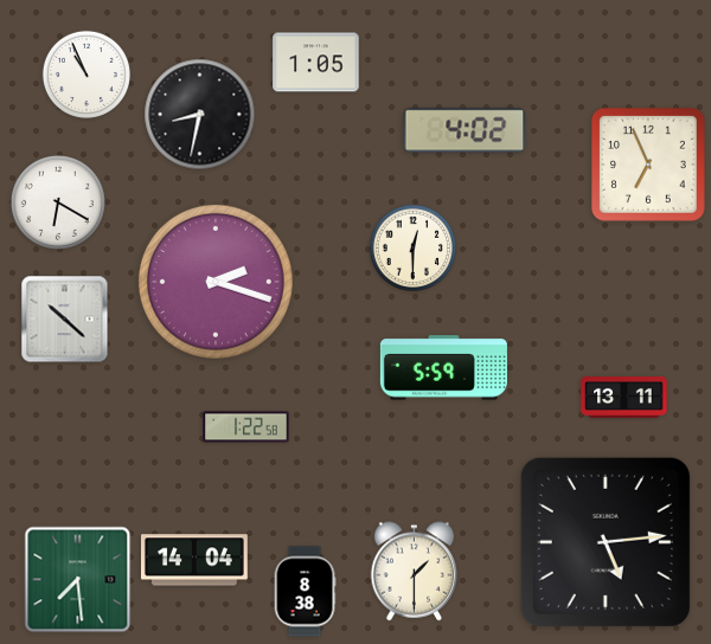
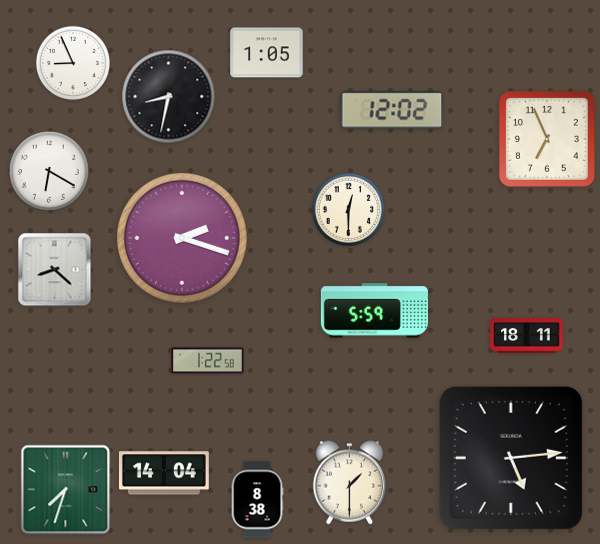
clock at (87, 75): 10:56 -> 8:56
clock at (465, 130): 4:02 -> 12:02
clock at (65, 320): 10:22 -> 8:22
clock at (624, 398): 13:11 -> 18:11
clock at (78, 580): 7:29 -> 7:33
